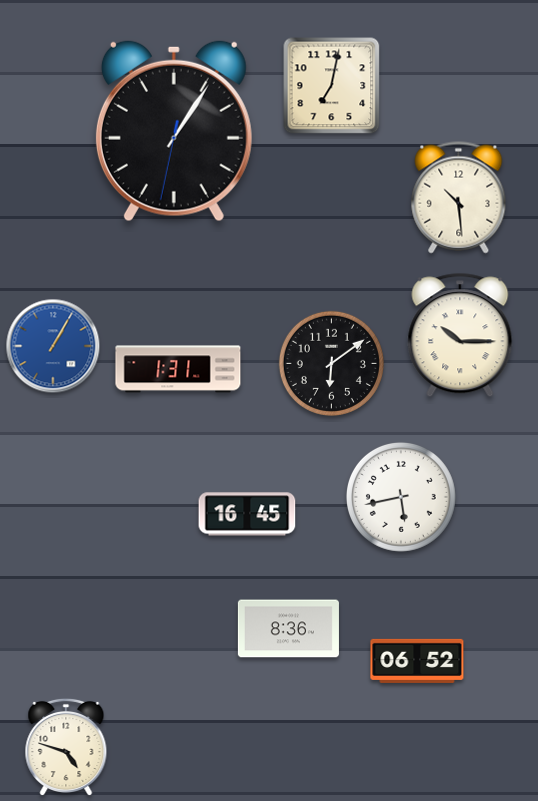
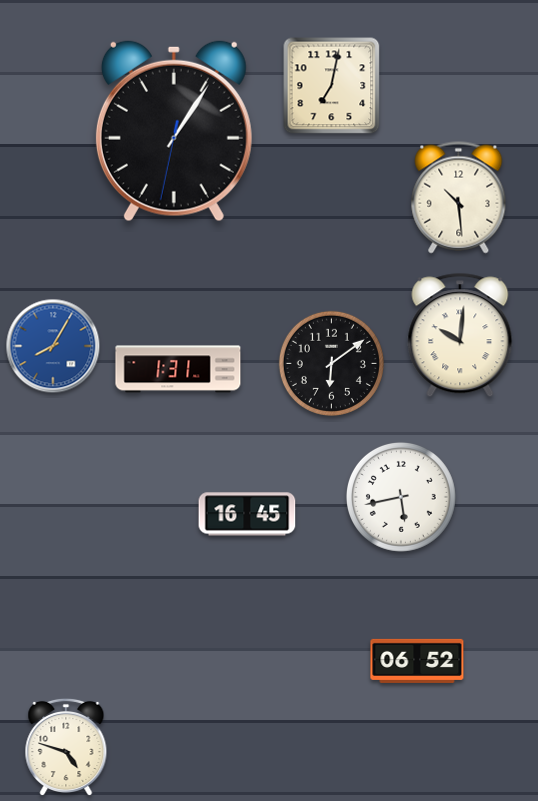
clock at (460, 335): 10:15 -> 10:01
clock at (53, 346): 1:05 -> 8:05
clock at (288, 629): 8:36 -> none
